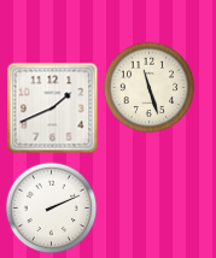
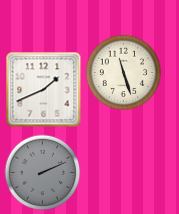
clock at (52, 209) dial: white -> grey
